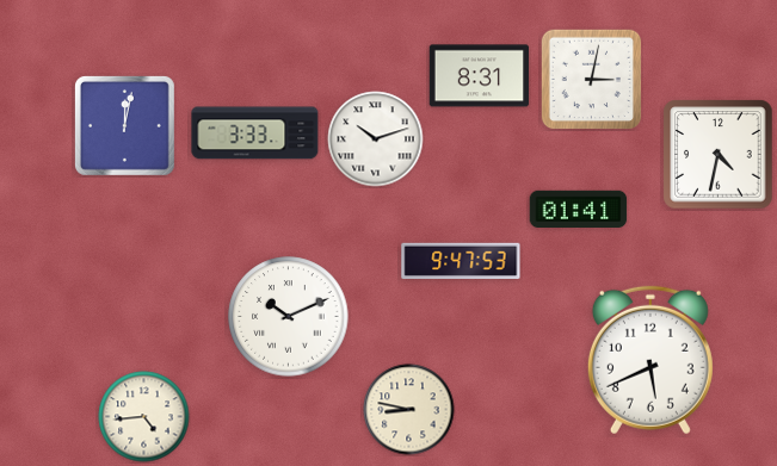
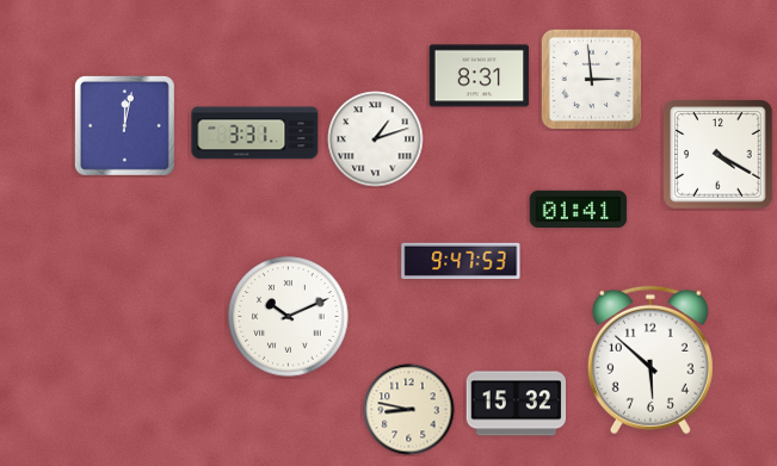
clock at (591, 79): 3:02 -> 2:59
clock at (255, 133): 3:33 -> 3:31
clock at (376, 139): 10:12 -> 1:12
clock at (719, 155): 4:32 -> 4:20
clock at (650, 360): 5:41 -> 5:52
clock at (517, 404): none -> 15:32
clock at (144, 417): 4:44 -> none
